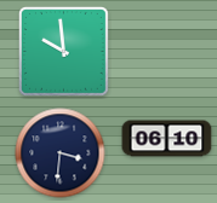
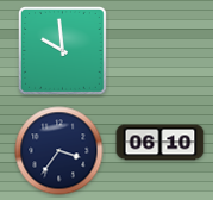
clock at (167, 139) position: (167, 139) -> (161, 143)
clock at (61, 153): 3:31 -> 3:36
